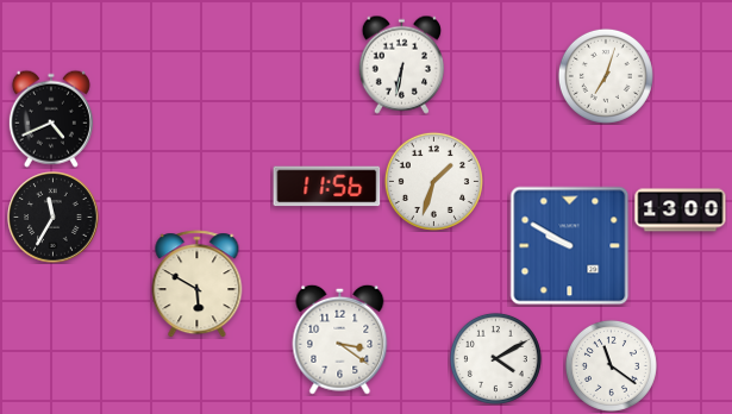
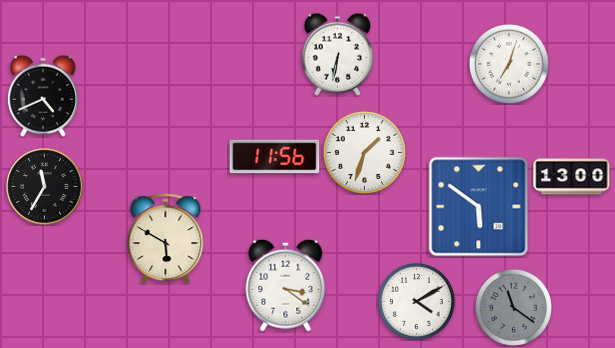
clock at (51, 119) position: (51, 119) -> (43, 96)
clock at (54, 218) position: (54, 218) -> (45, 187)
clock at (570, 246): 9:50 -> 5:51
clock at (611, 365) dial: white -> grey
